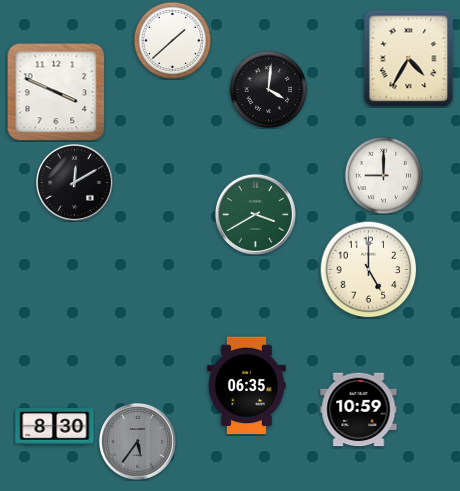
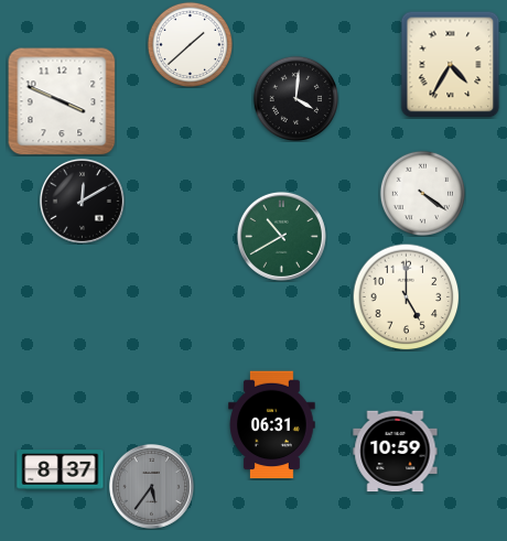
clock at (383, 175): 9:00 -> 4:21
clock at (255, 214): 3:40 -> 10:40
clock at (247, 386): 06:35 -> 06:31
clock at (55, 427): 8:30 -> 8:37
